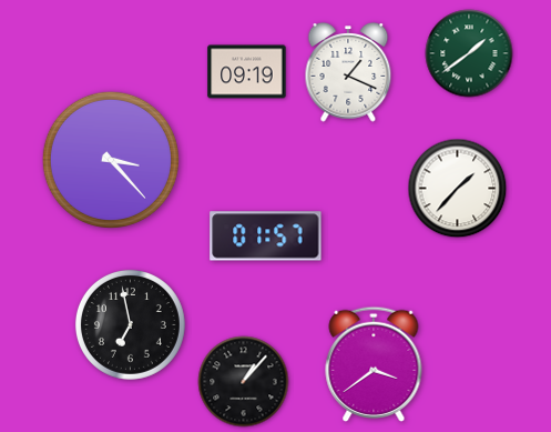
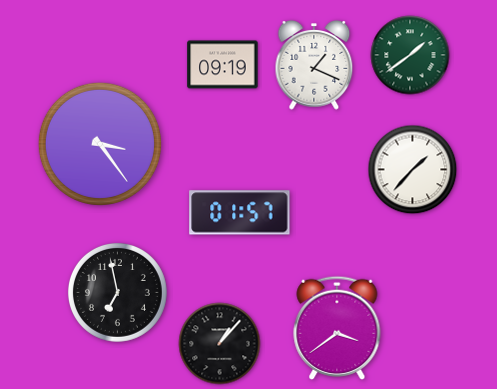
clock at (469, 53) position: (469, 53) -> (410, 55)
clock at (111, 160): 3:23 -> 3:24
